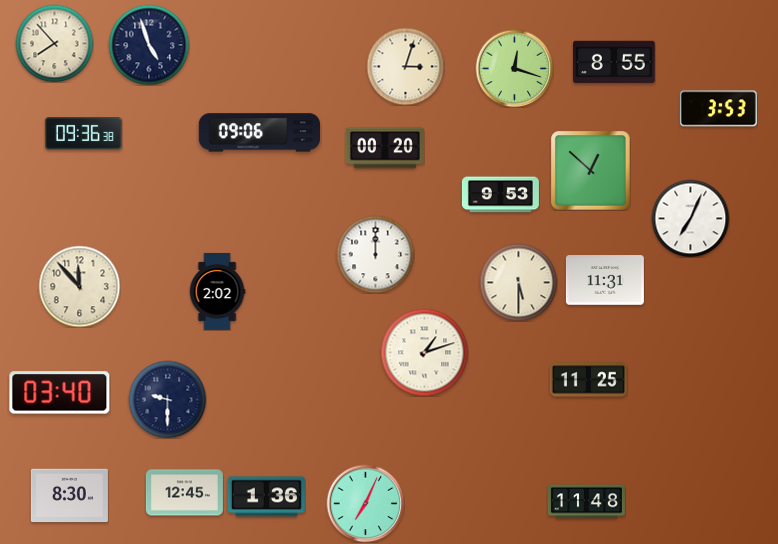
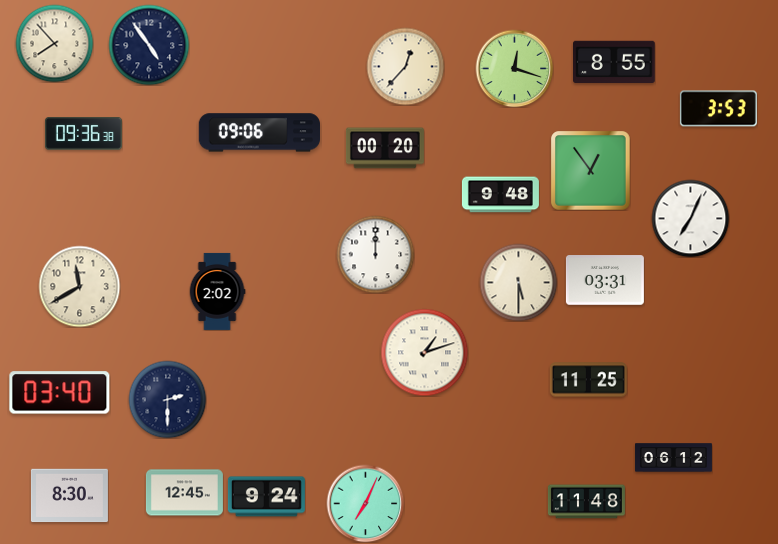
clock at (149, 45): 4:57 -> 4:54
clock at (405, 66): 3:03 -> 12:37
clock at (590, 170): 12:52 -> 12:54
clock at (500, 195): 9:53 -> 9:48
clock at (605, 280): 11:31 -> 03:31
clock at (79, 286): 11:53 -> 11:40
clock at (167, 399): 9:30 -> 2:30
clock at (673, 458): none -> 06:12
clock at (266, 497): 1:36 -> 9:24
